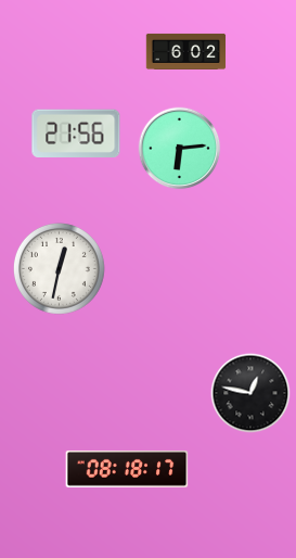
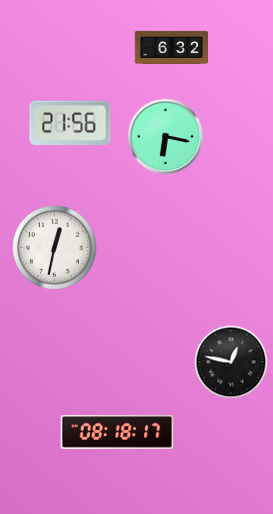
clock at (186, 51): 6:02 -> 6:32
clock at (180, 149): 6:14 -> 6:17
